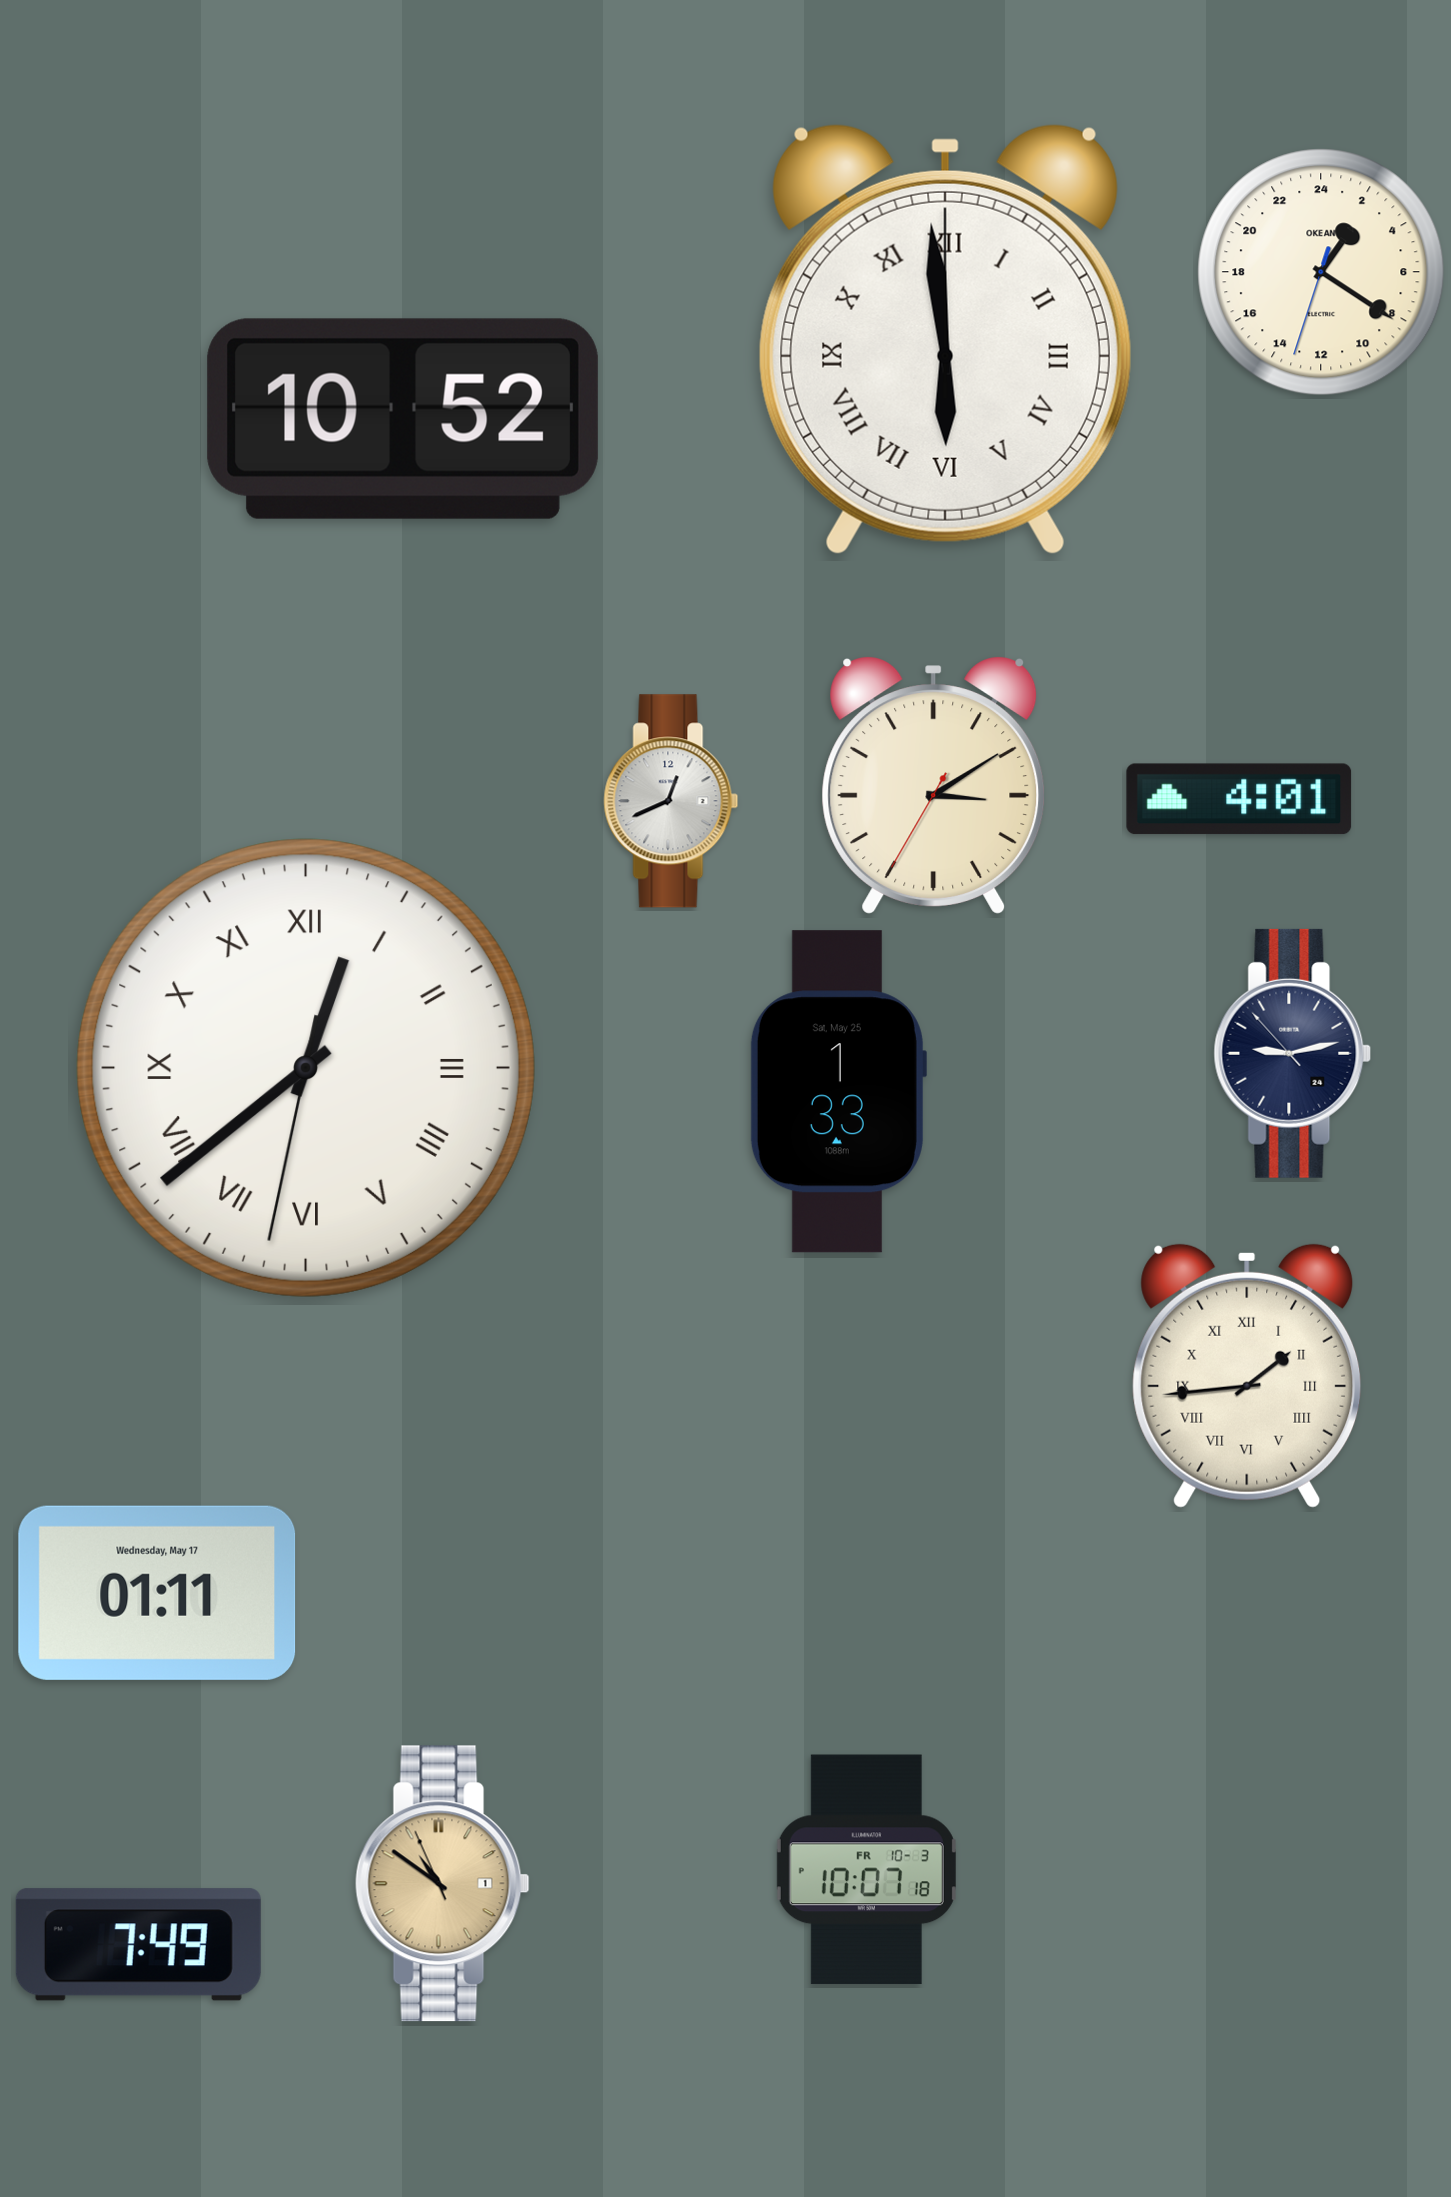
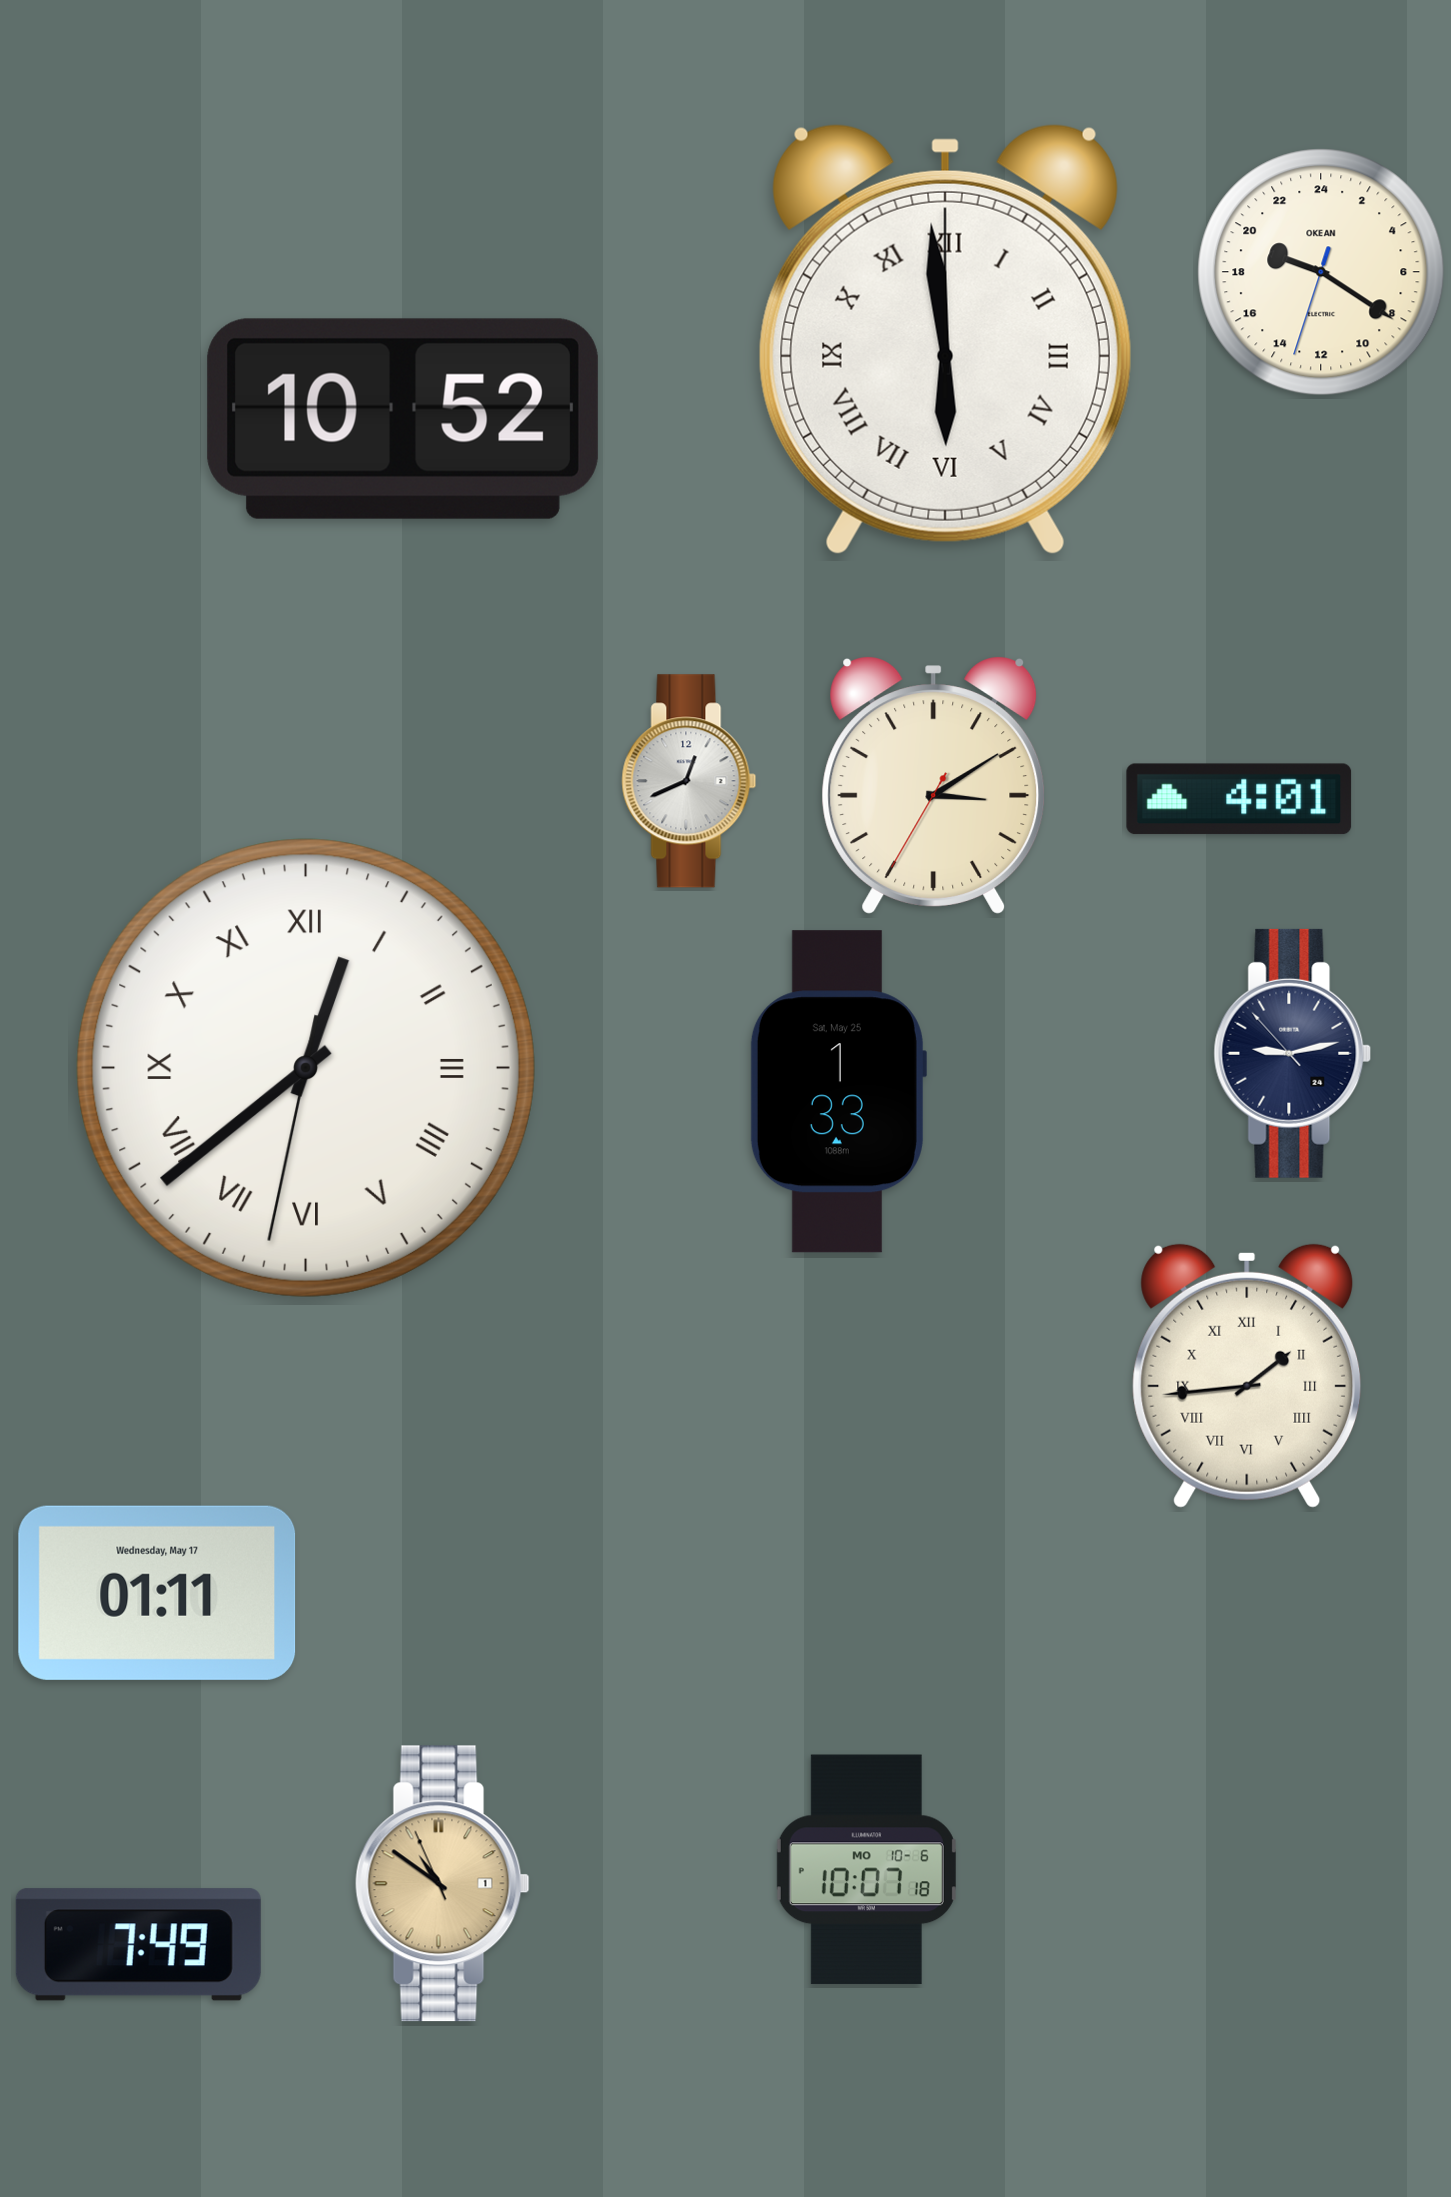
clock at (1321, 272): 2:20 -> 19:20
clock at (671, 801) position: (671, 801) -> (689, 781)
clock at (866, 1870) date: FR 10-3 -> MO 10-6
